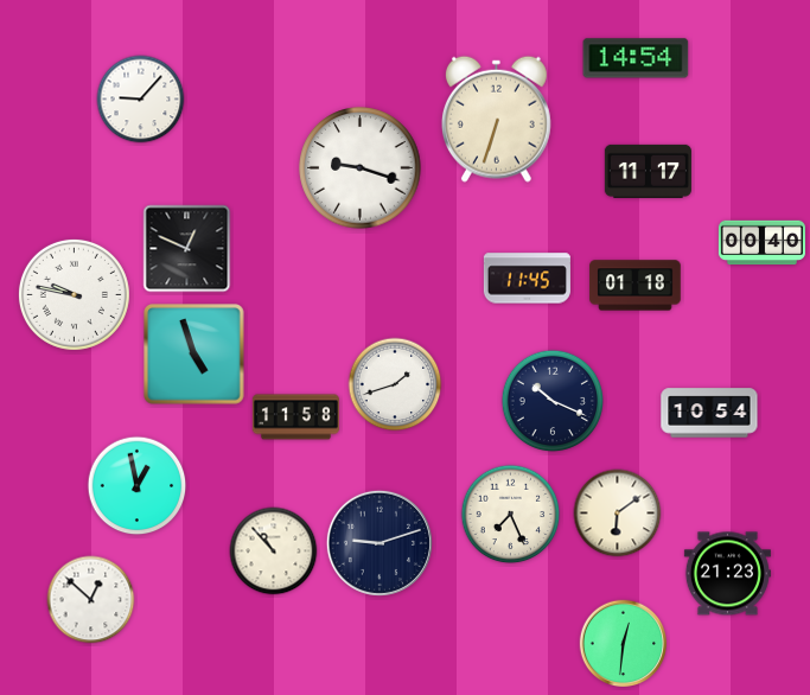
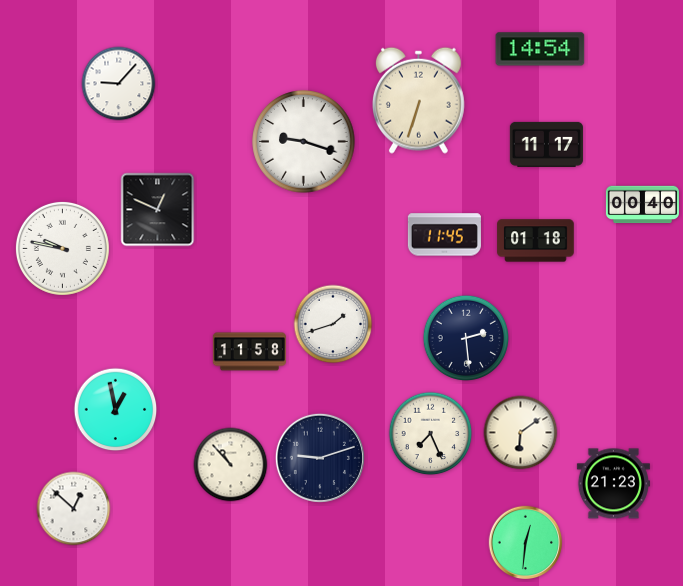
clock at (636, 58) position: (636, 58) -> (540, 49)
clock at (194, 355): 4:57 -> none
clock at (553, 401): 10:19 -> 2:29
clock at (709, 413): 10:54 -> none
clock at (91, 600) position: (91, 600) -> (74, 509)
